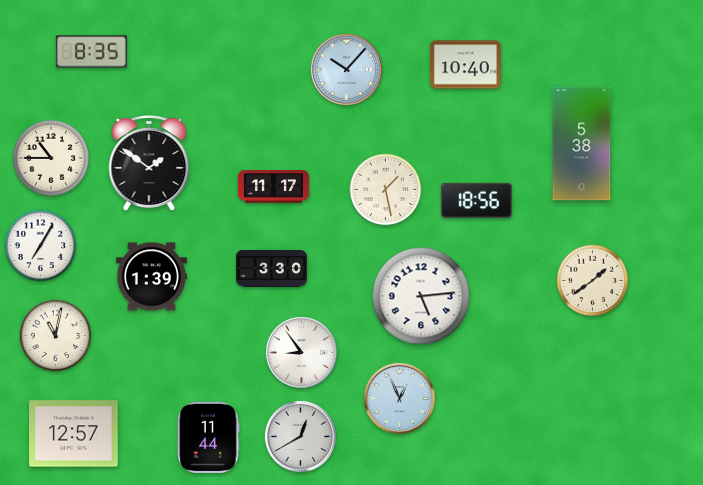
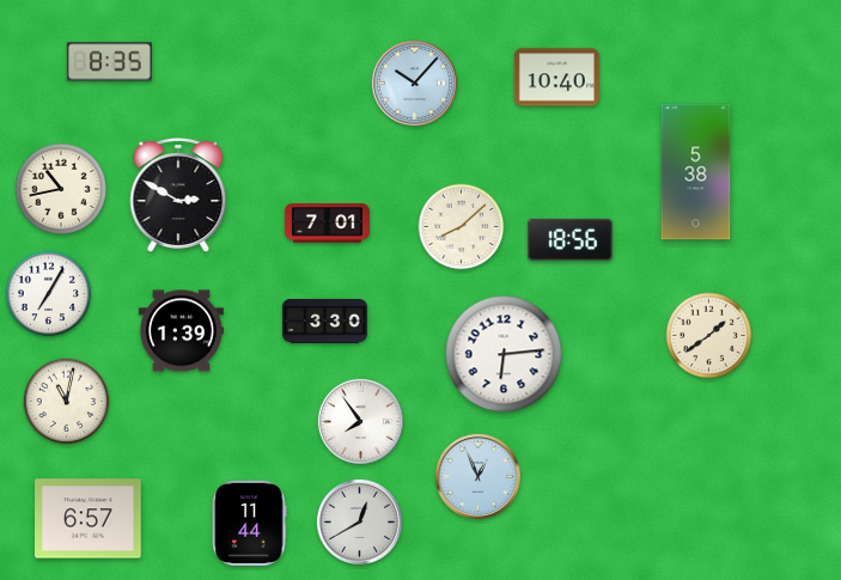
clock at (51, 158): 10:45 -> 10:43
clock at (149, 163): 1:51 -> 2:50
clock at (273, 187): 11:17 -> 7:01
clock at (386, 190): 1:28 -> 8:08
clock at (421, 296): 5:14 -> 6:14
clock at (301, 352): 8:54 -> 7:54
clock at (74, 434): 12:57 -> 6:57
